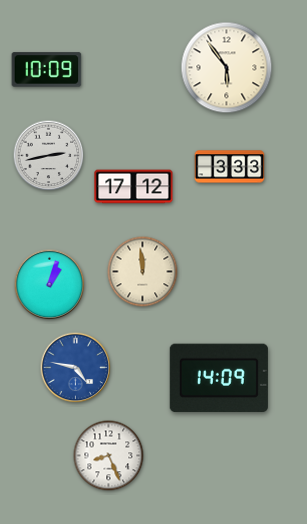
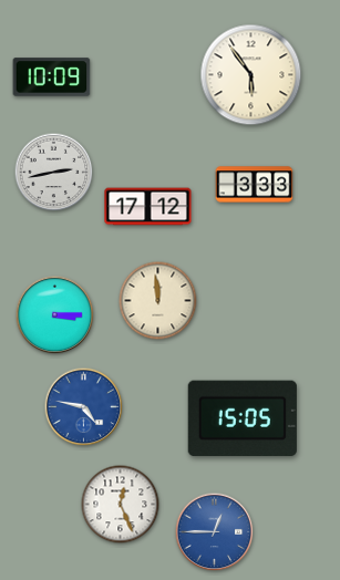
clock at (50, 285): 1:03 -> 3:15
clock at (219, 378): 14:09 -> 15:05
clock at (109, 456): 8:26 -> 12:26
clock at (215, 532): none -> 12:45
